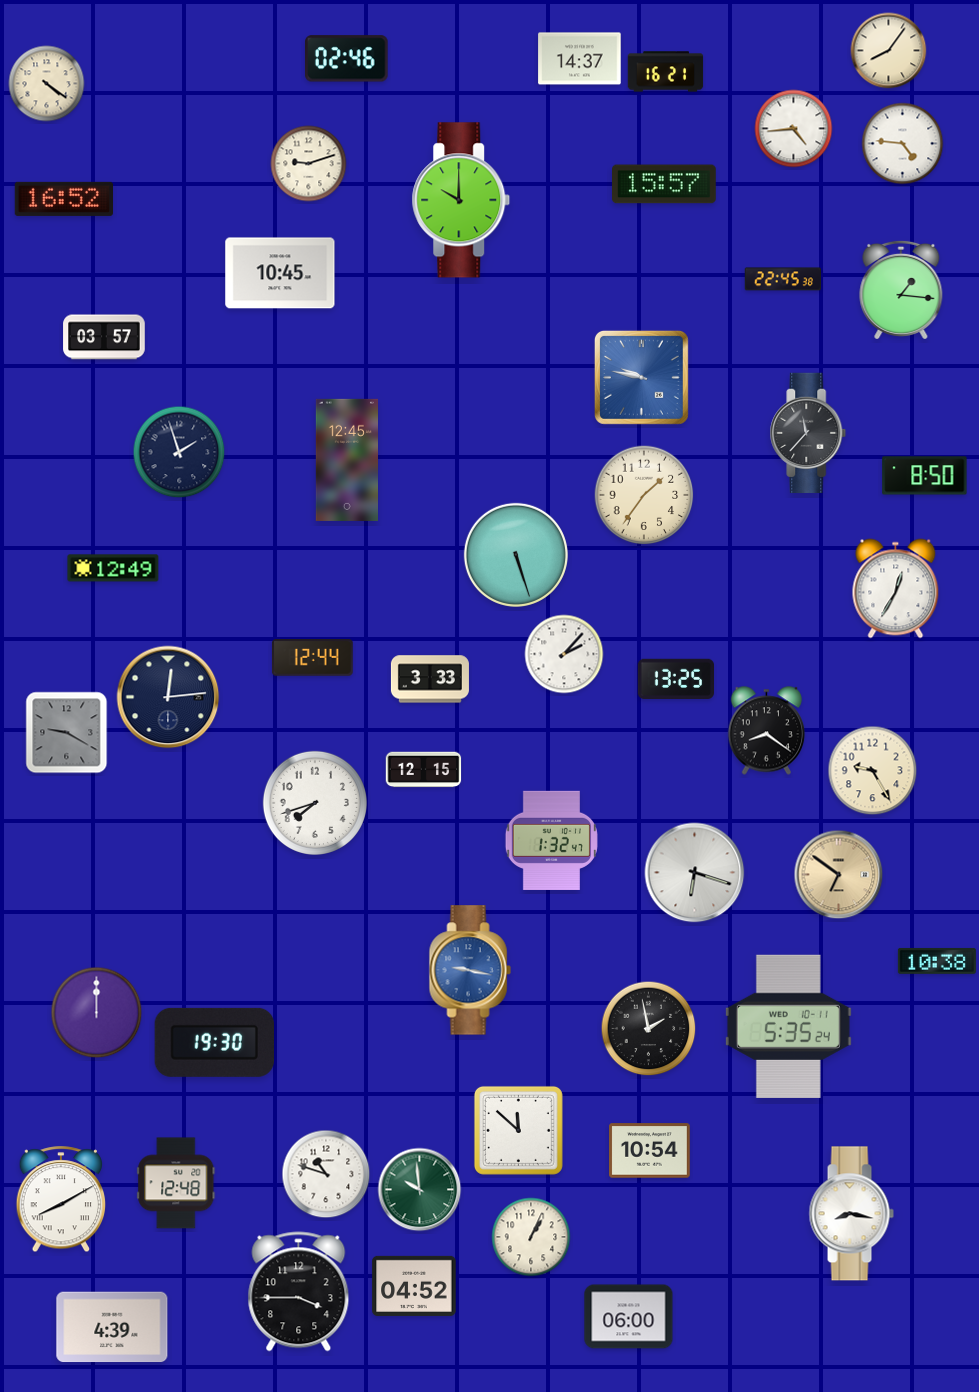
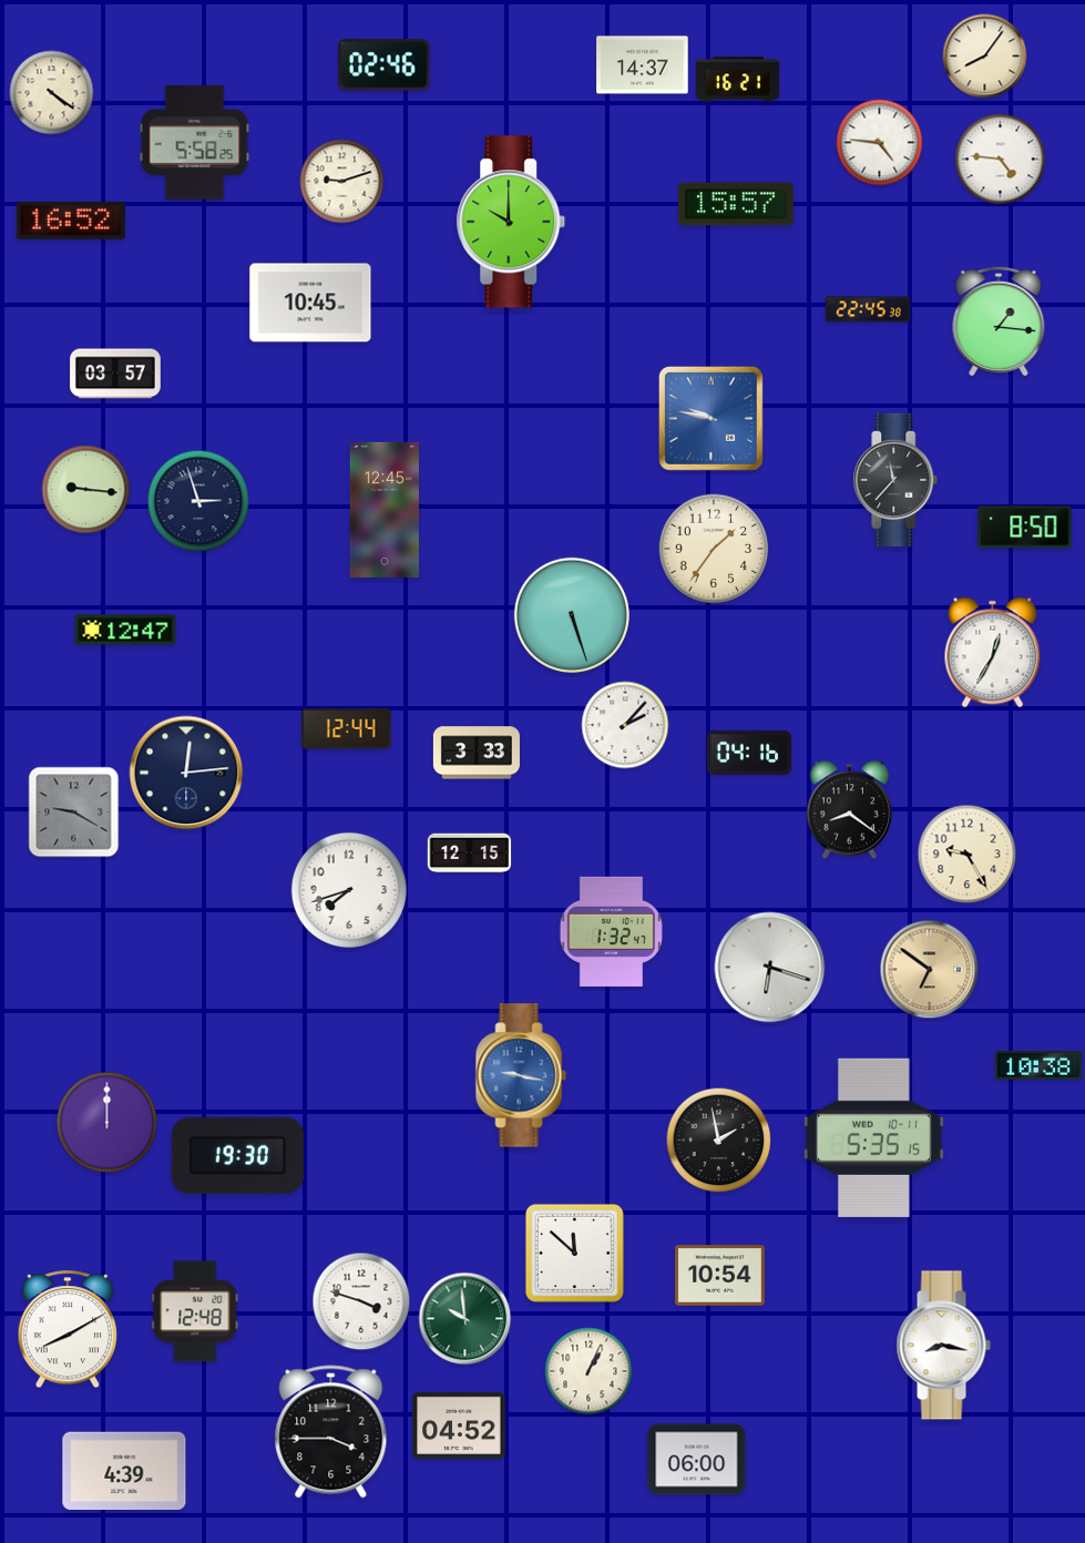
clock at (195, 142): none -> 5:58
clock at (794, 129): 4:44 -> 4:46
clock at (86, 490): none -> 9:16
clock at (179, 452): 1:57 -> 2:57
clock at (113, 568): 12:49 -> 12:47
clock at (675, 678): 13:25 -> 04:16
clock at (788, 1026): 5:35:24 -> 5:35:15
clock at (326, 1174): 10:48 -> 3:48
